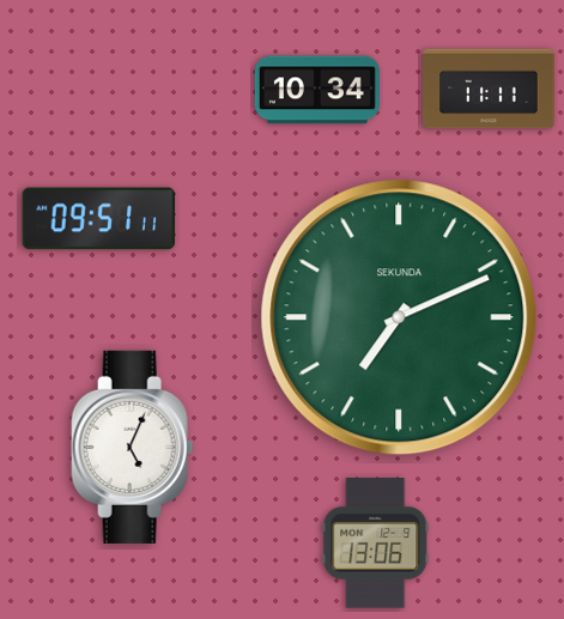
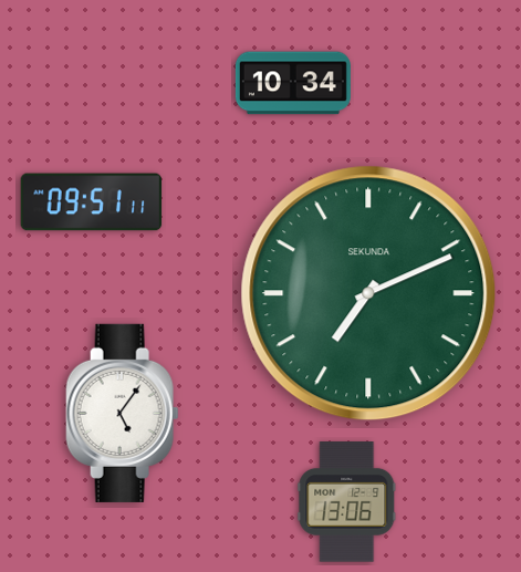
clock at (489, 89): 11:11 -> none
clock at (133, 447): 5:04 -> 5:06
